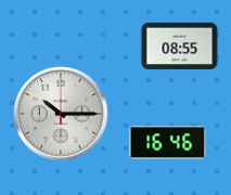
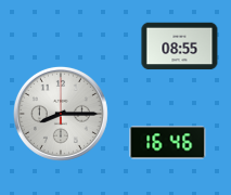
clock at (61, 114): 10:15 -> 8:15
